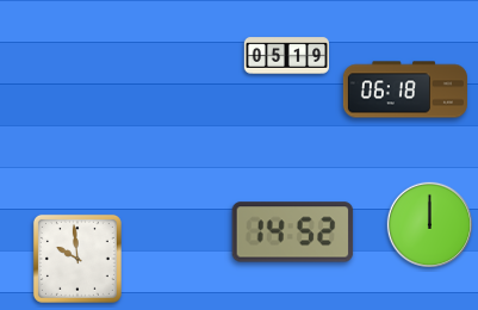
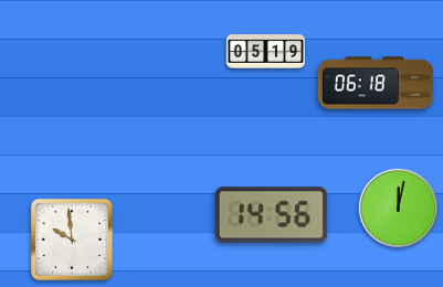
clock at (429, 224): 12:00 -> 12:02
clock at (293, 232): 14:52 -> 14:56
